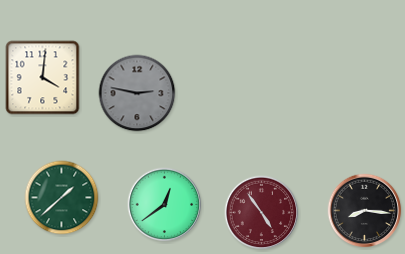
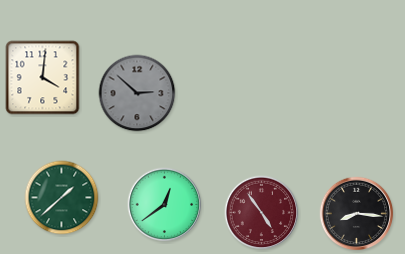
clock at (137, 93): 2:47 -> 2:52
clock at (365, 211) position: (365, 211) -> (357, 214)
